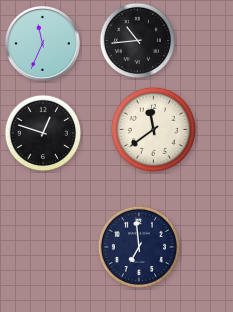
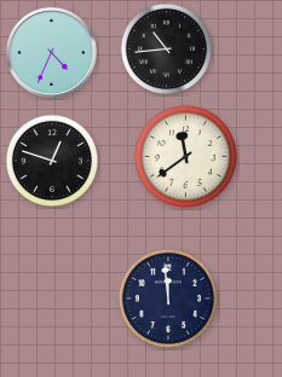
clock at (42, 43): 11:34 -> 4:34
clock at (139, 247): 6:59 -> 11:59
